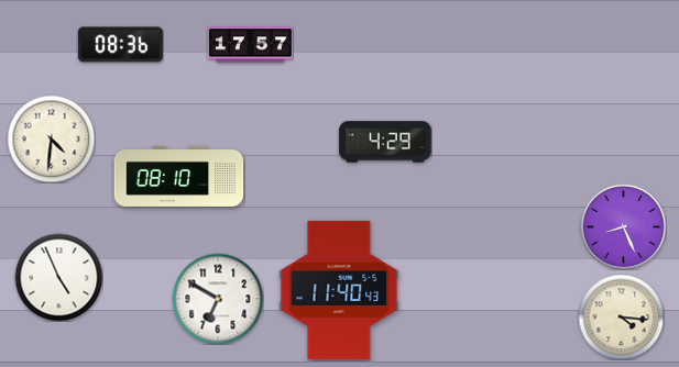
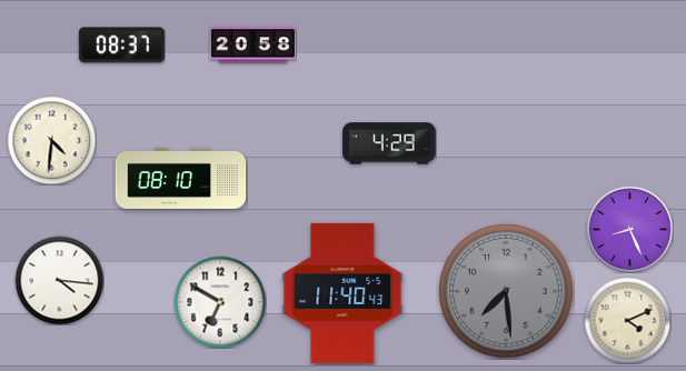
clock at (120, 45): 08:36 -> 08:37
clock at (250, 45): 17:57 -> 20:58
clock at (58, 277): 4:56 -> 4:16
clock at (506, 291): none -> 7:29
clock at (621, 316): 4:16 -> 4:11
